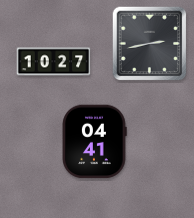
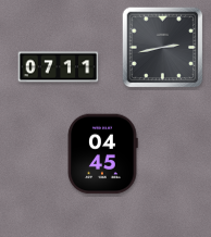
clock at (54, 62): 10:27 -> 07:11
clock at (94, 142): 04:41 -> 04:45
